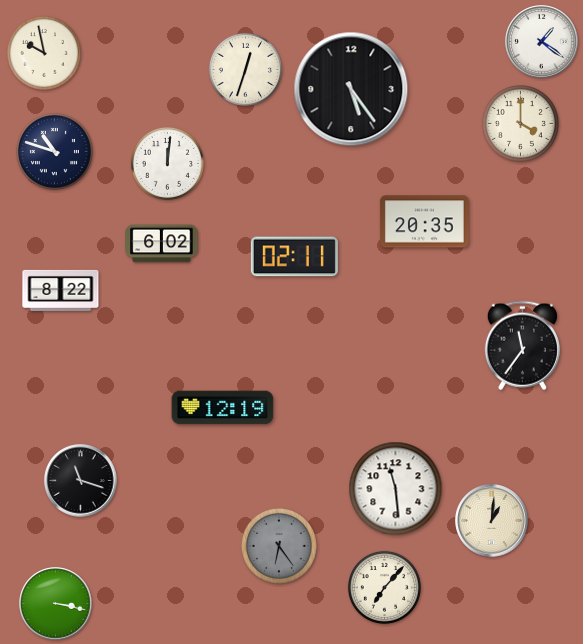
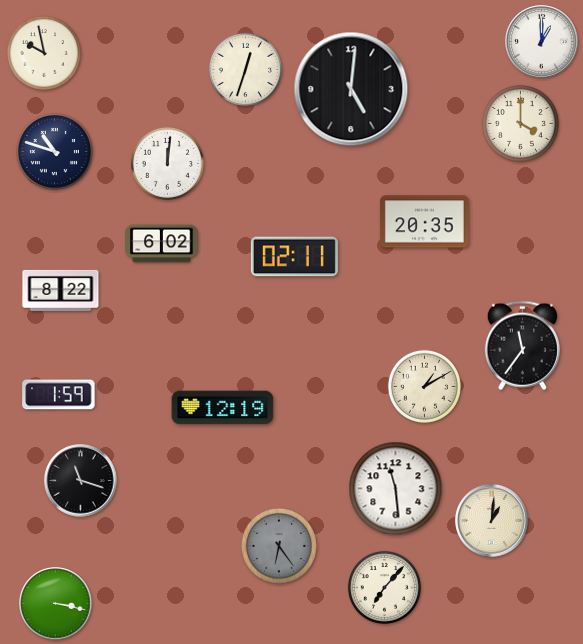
clock at (542, 42): 1:21 -> 1:00
clock at (351, 89): 5:24 -> 5:01
clock at (424, 386): none -> 1:10
clock at (59, 395): none -> 1:59
